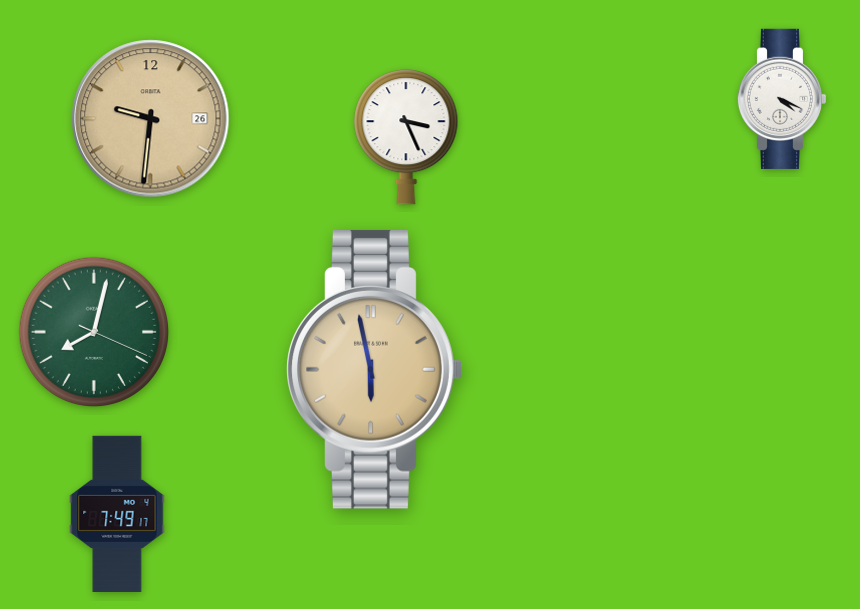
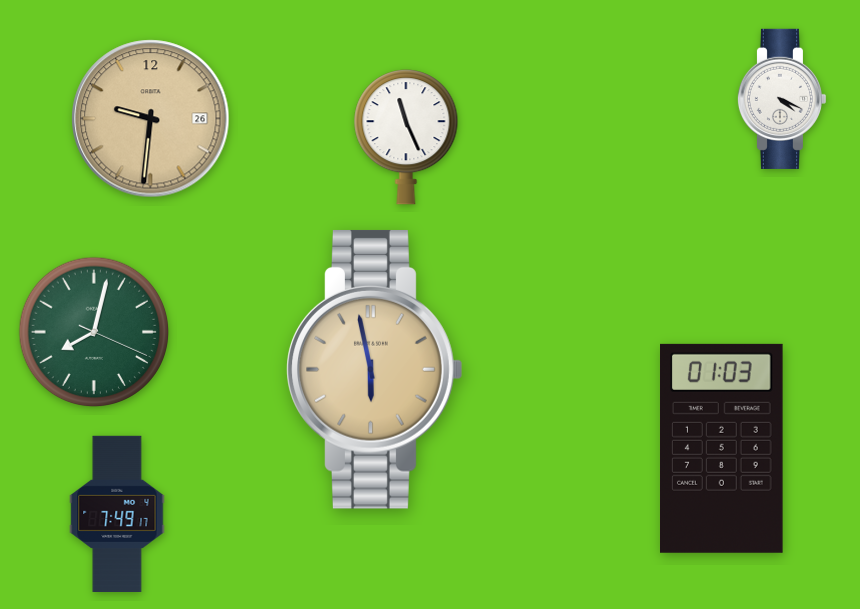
clock at (406, 137): 3:26 -> 11:26
clock at (722, 448): none -> 01:03
